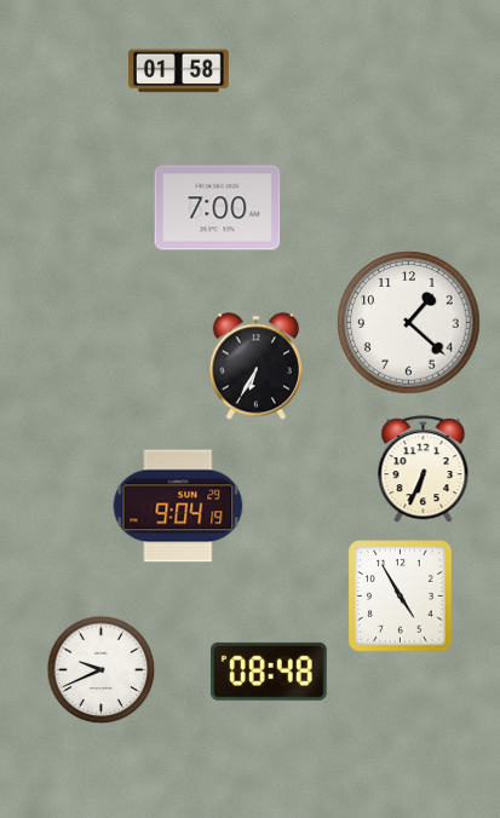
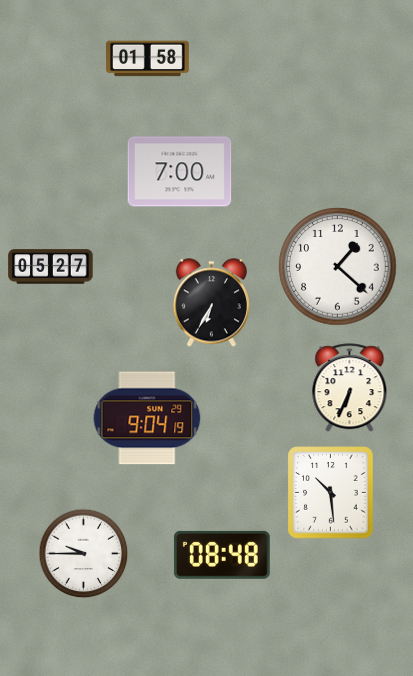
clock at (51, 267): none -> 05:27
clock at (401, 597): 4:55 -> 10:29
clock at (102, 670): 9:41 -> 9:45
